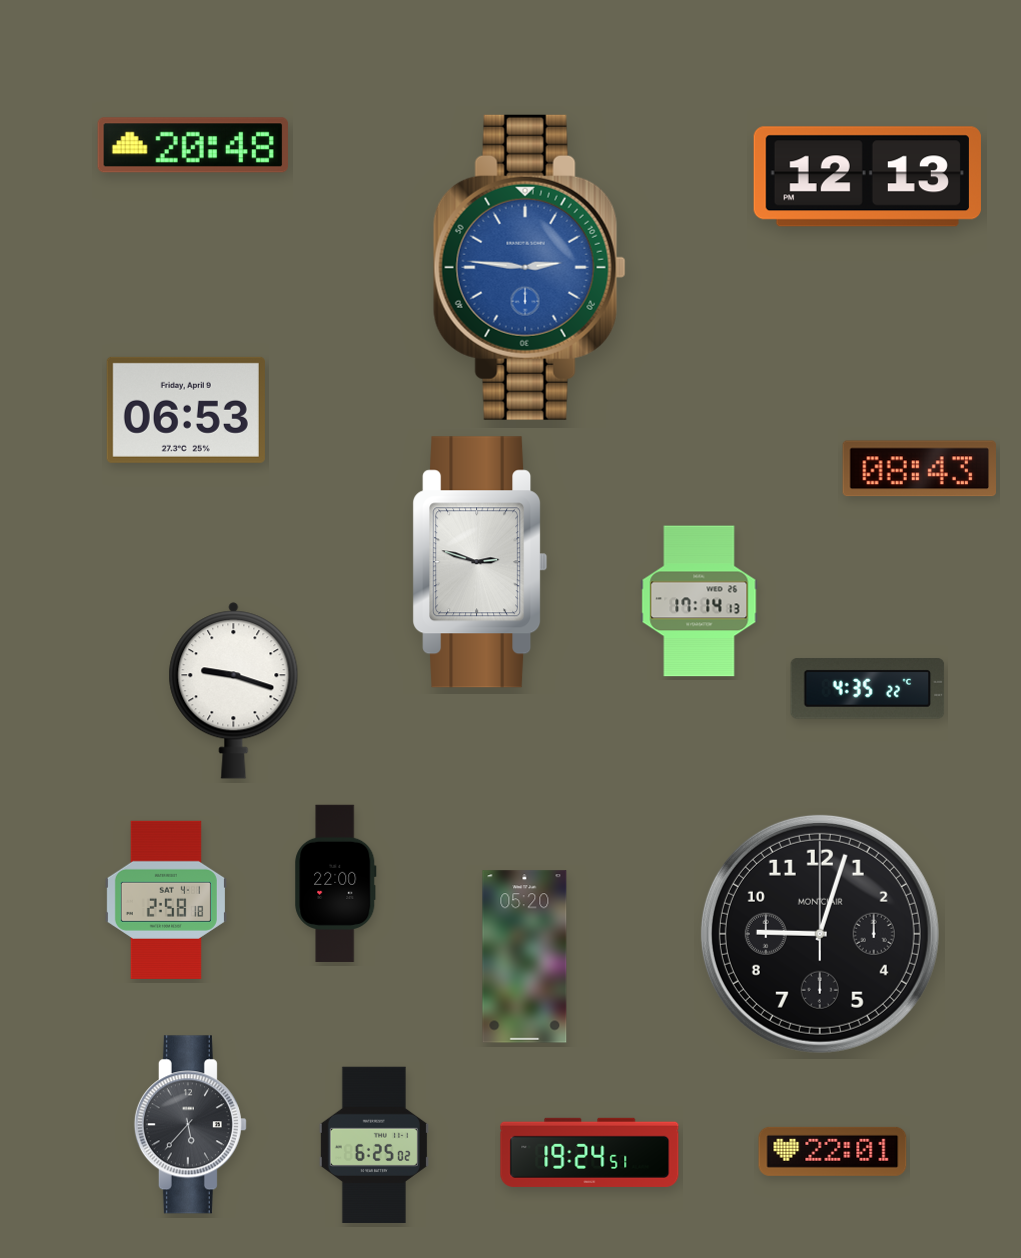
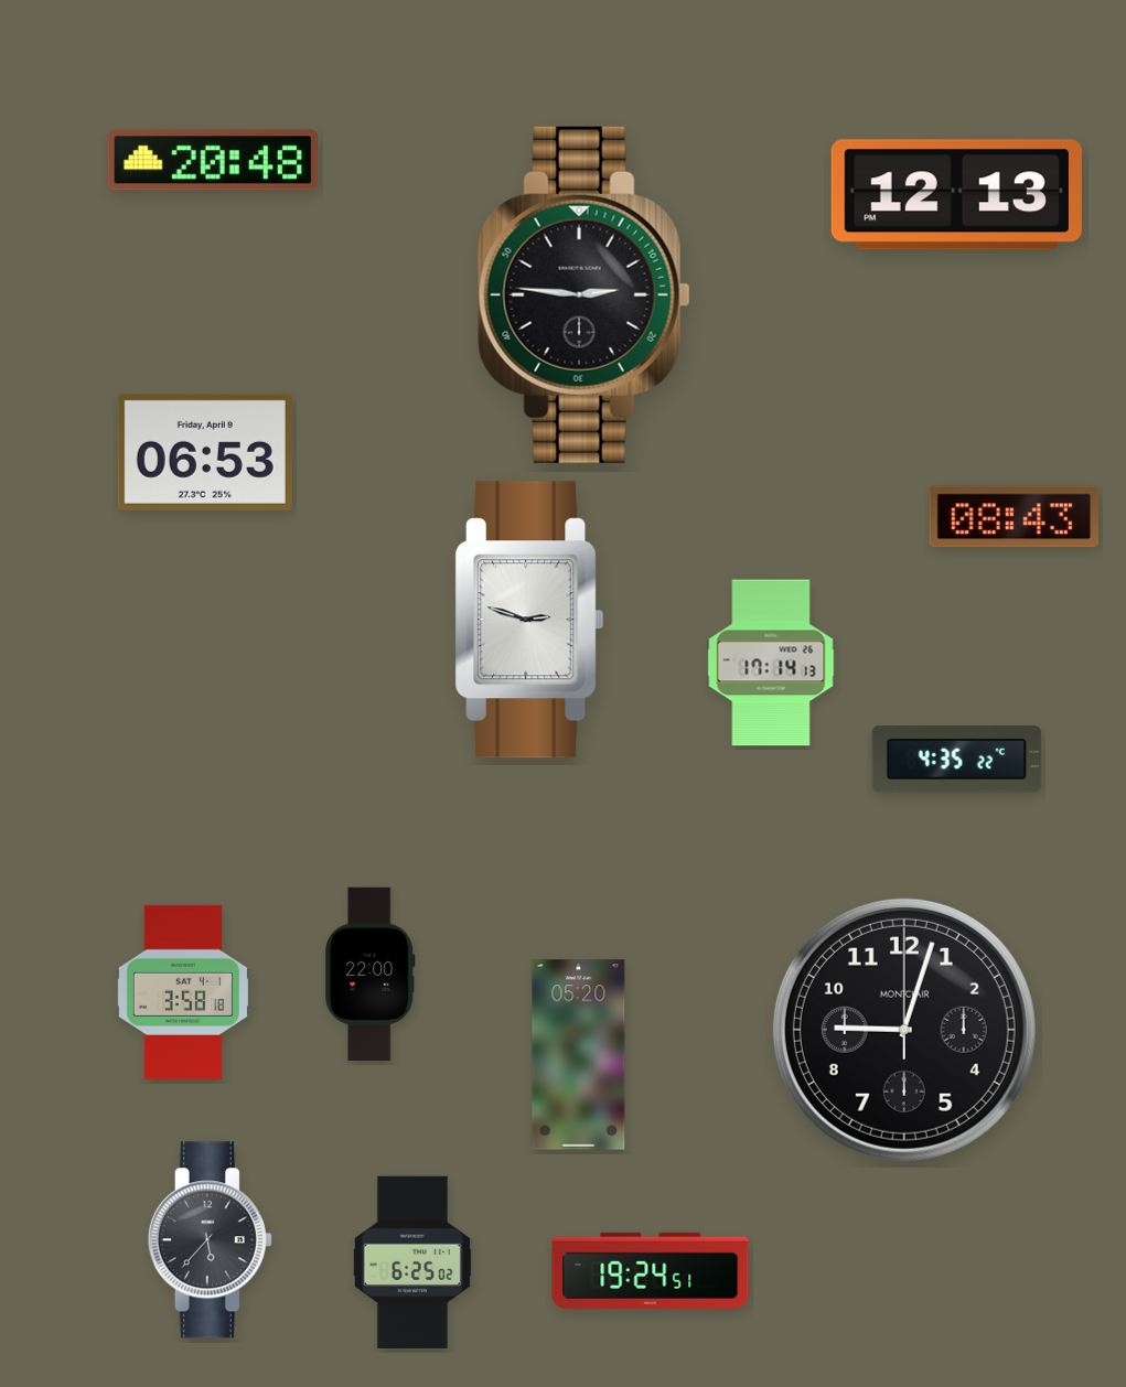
clock at (529, 267) dial: blue -> black
clock at (234, 691): 9:18 -> none
clock at (166, 900): 2:58 -> 3:58
clock at (833, 1151): 22:01 -> none
